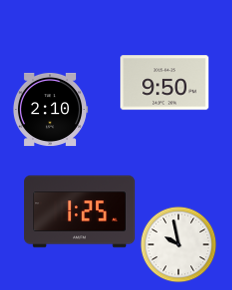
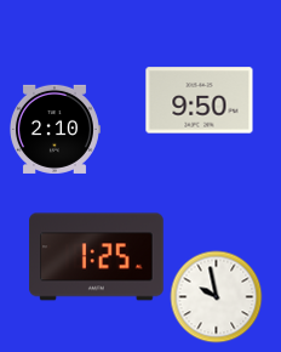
clock at (50, 109) position: (50, 109) -> (55, 129)
